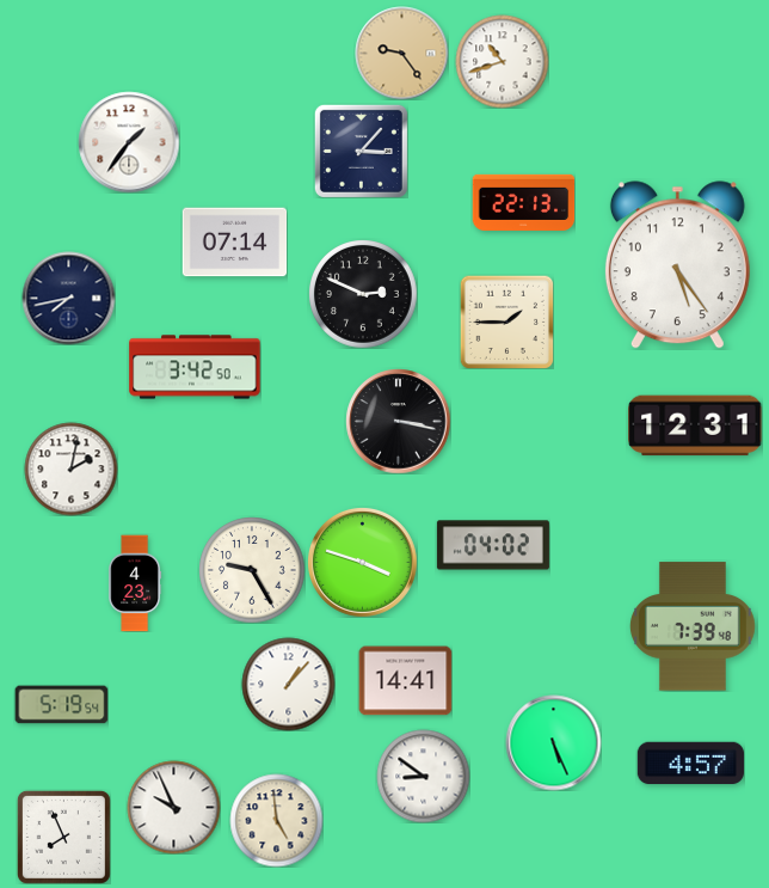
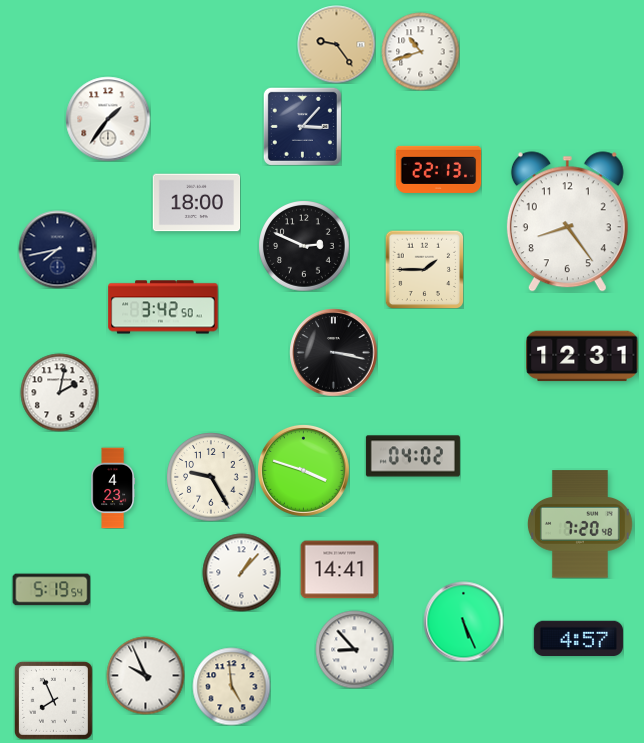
clock at (234, 243): 07:14 -> 18:00
clock at (677, 265): 5:24 -> 8:24
clock at (693, 626): 7:39 -> 7:20
clock at (423, 776): 8:51 -> 8:53
